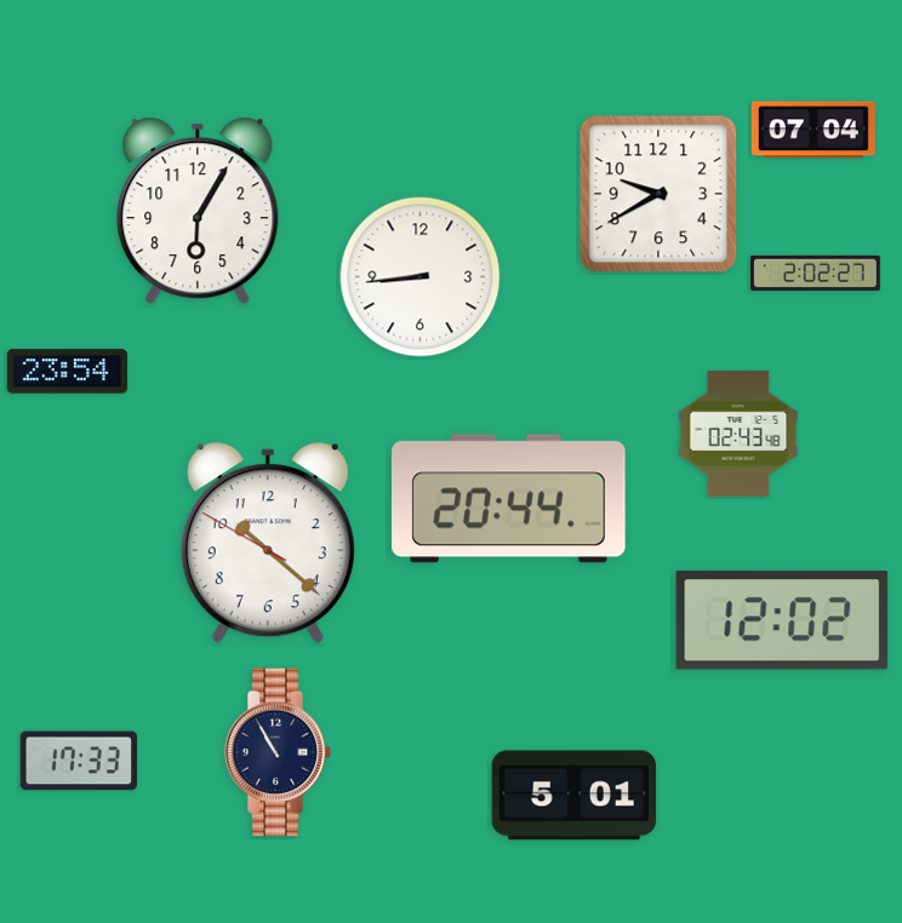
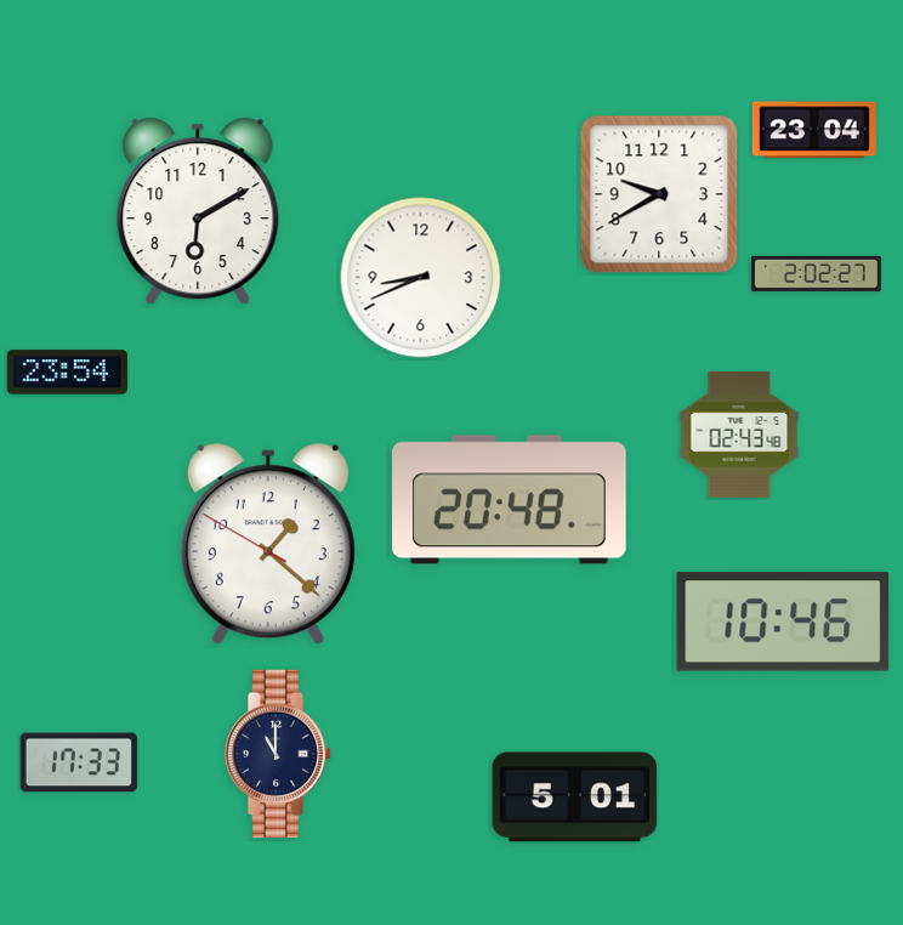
clock at (813, 130): 07:04 -> 23:04
clock at (198, 211): 6:05 -> 6:10
clock at (421, 277): 8:44 -> 8:41
clock at (509, 499): 20:44 -> 20:48
clock at (268, 544): 10:21 -> 1:21
clock at (782, 620): 12:02 -> 10:46
clock at (278, 751): 10:55 -> 11:00
